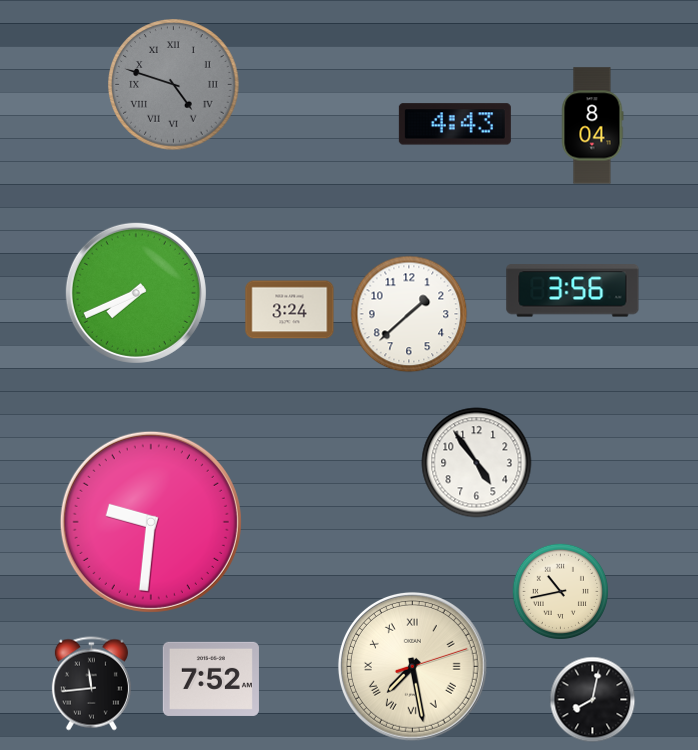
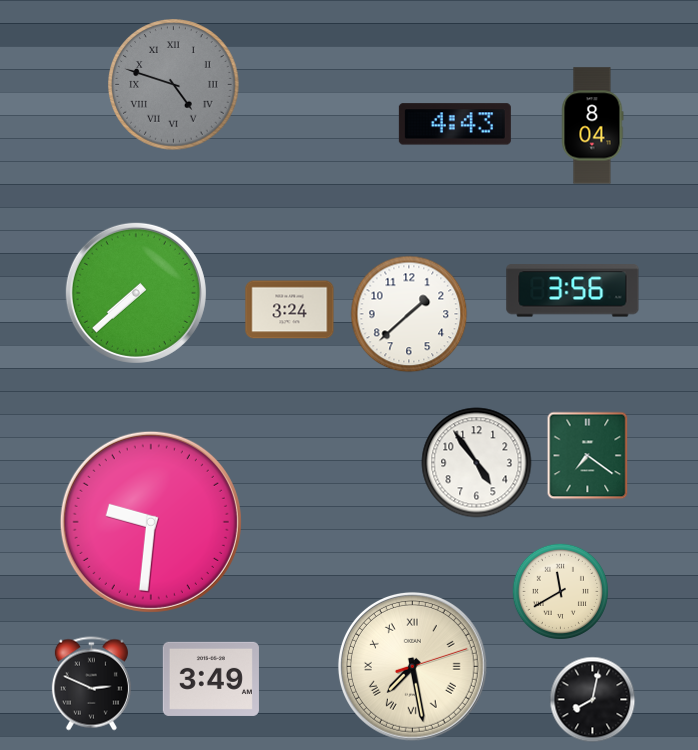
clock at (136, 293): 7:41 -> 7:38
clock at (588, 456): none -> 7:21
clock at (560, 591): 10:43 -> 11:40
clock at (211, 679): 7:52 -> 3:49
clock at (91, 684): 11:44 -> 2:49
